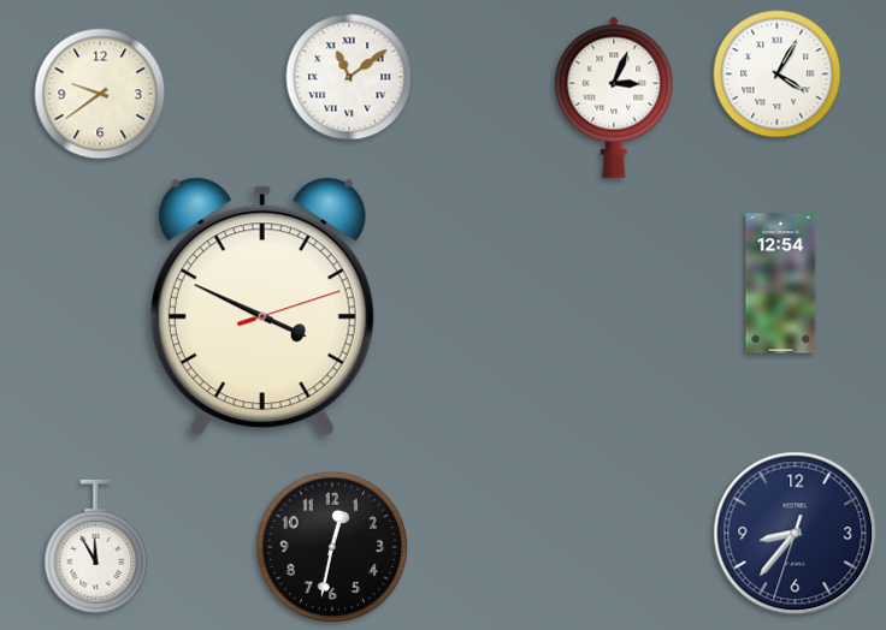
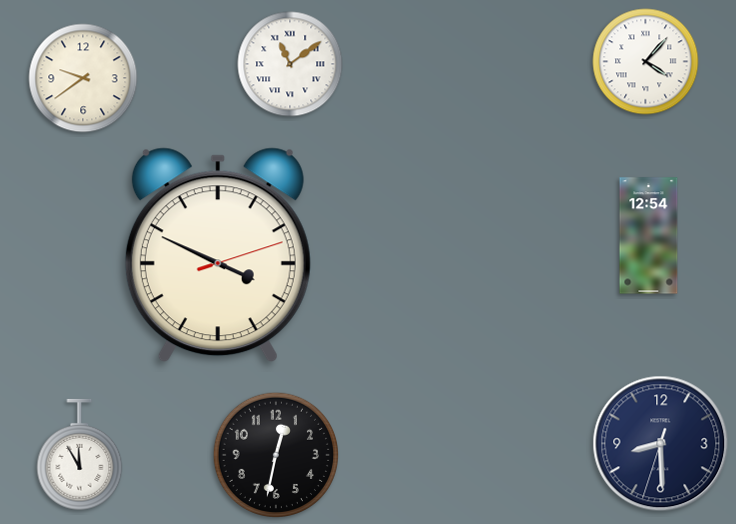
clock at (778, 75): 4:05 -> 4:07
clock at (614, 97): 3:04 -> none
clock at (796, 534): 8:36 -> 8:29
